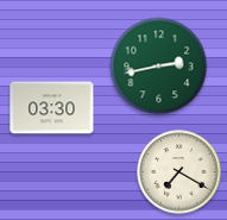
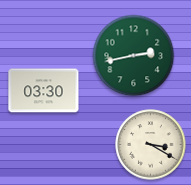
clock at (179, 172): 7:20 -> 3:20
